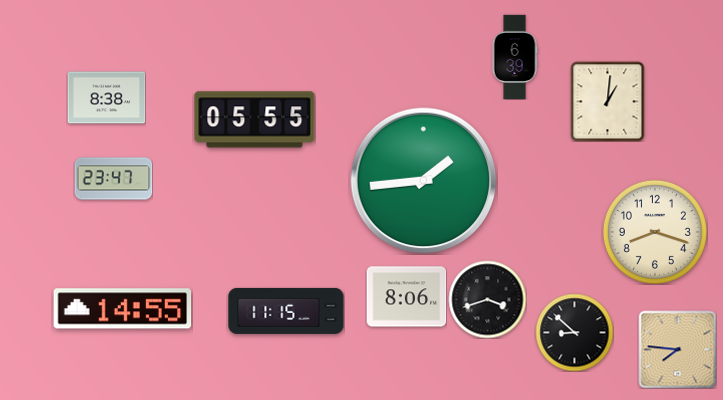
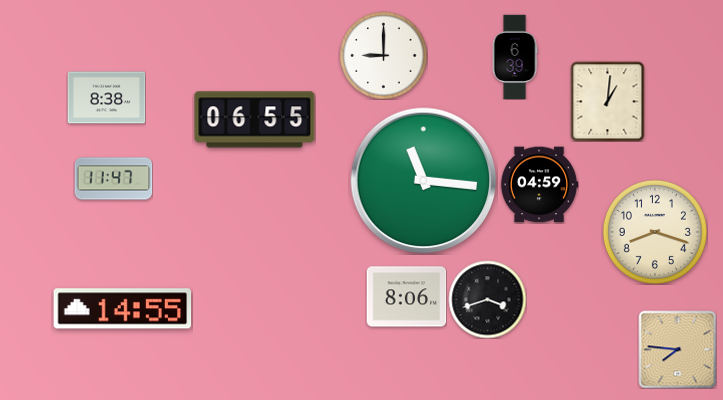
clock at (383, 55): none -> 9:00
clock at (255, 120): 05:55 -> 06:55
clock at (113, 179): 23:47 -> 11:47
clock at (424, 181): 1:44 -> 11:16
clock at (539, 185): none -> 04:59
clock at (286, 311): 11:15 -> none
clock at (574, 332): 8:52 -> none
